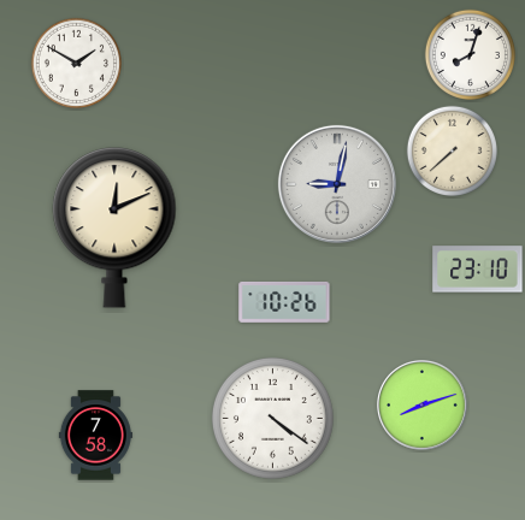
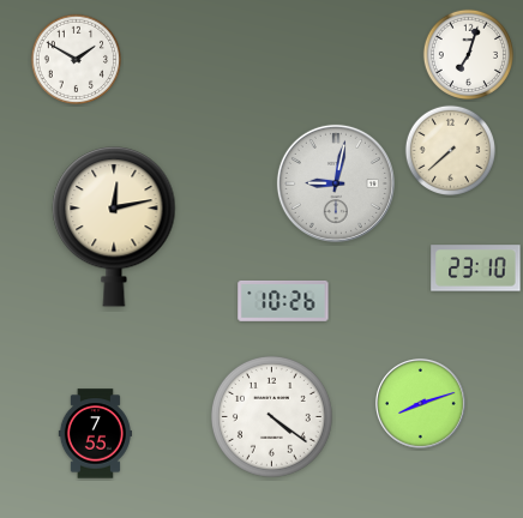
clock at (470, 54): 8:03 -> 7:03
clock at (76, 63) position: (76, 63) -> (76, 59)
clock at (114, 229): 12:11 -> 12:13
clock at (95, 436): 7:58 -> 7:55
